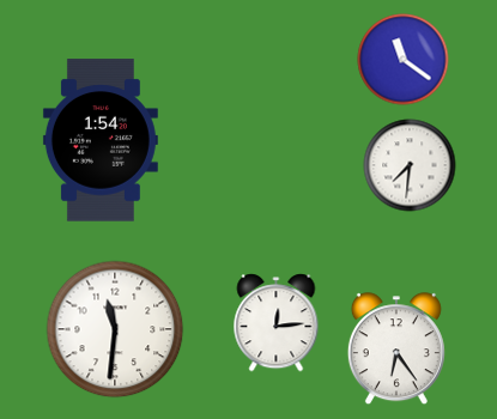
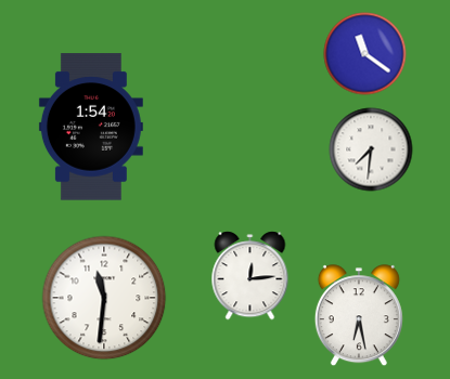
clock at (277, 323) position: (277, 323) -> (250, 276)
clock at (396, 350): 6:24 -> 6:28
